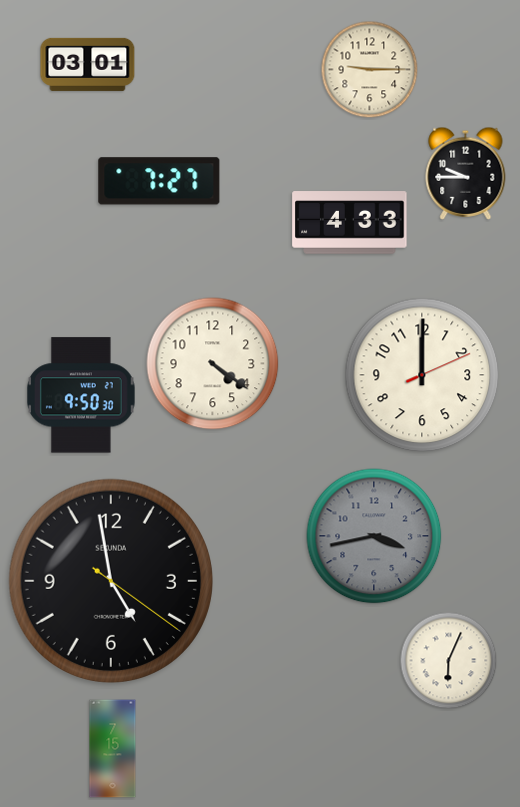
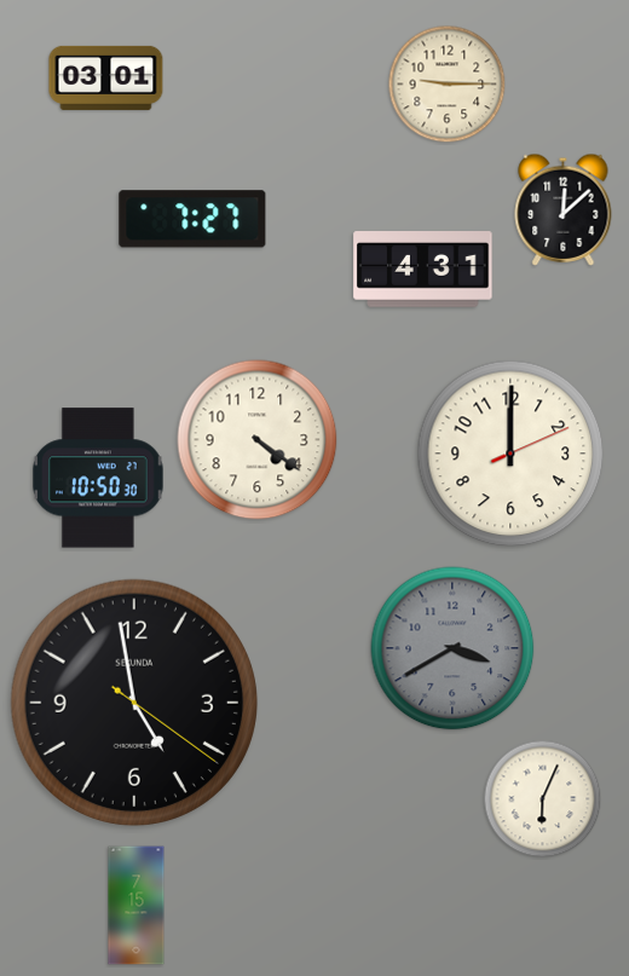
clock at (466, 173): 9:45 -> 12:08
clock at (350, 223): 4:33 -> 4:31
clock at (81, 395): 9:50 -> 10:50
clock at (374, 536): 3:43 -> 3:40
